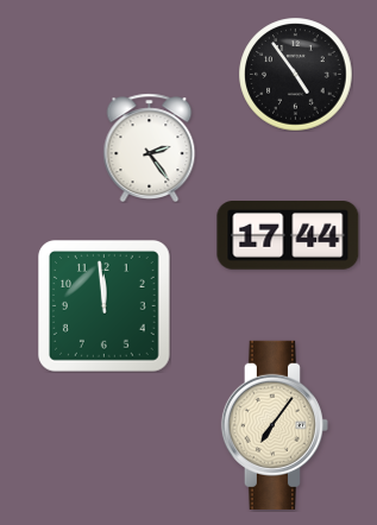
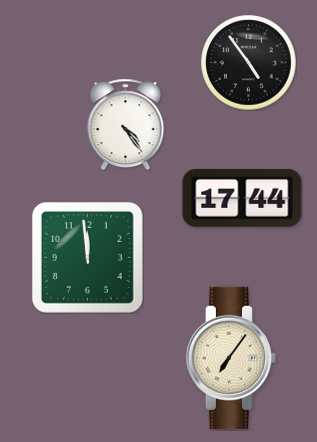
clock at (150, 147): 2:24 -> 4:24
